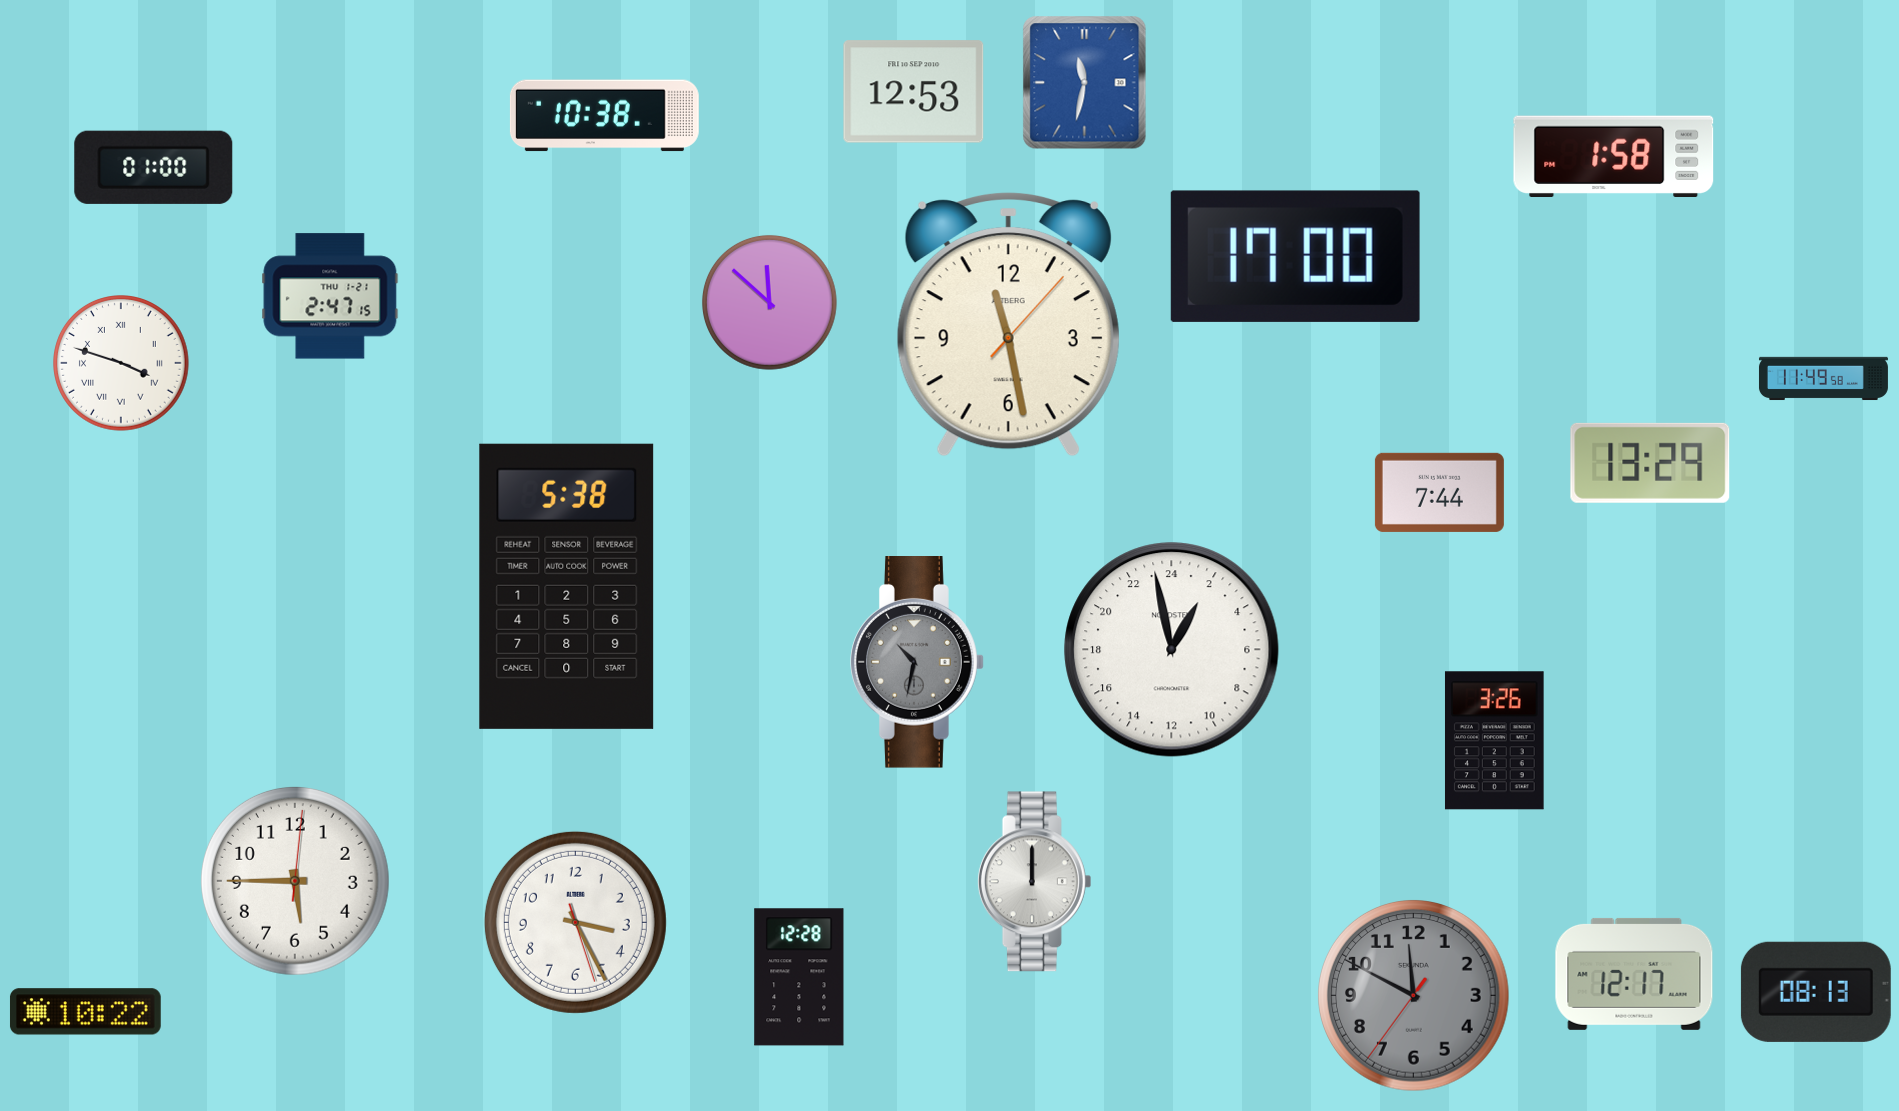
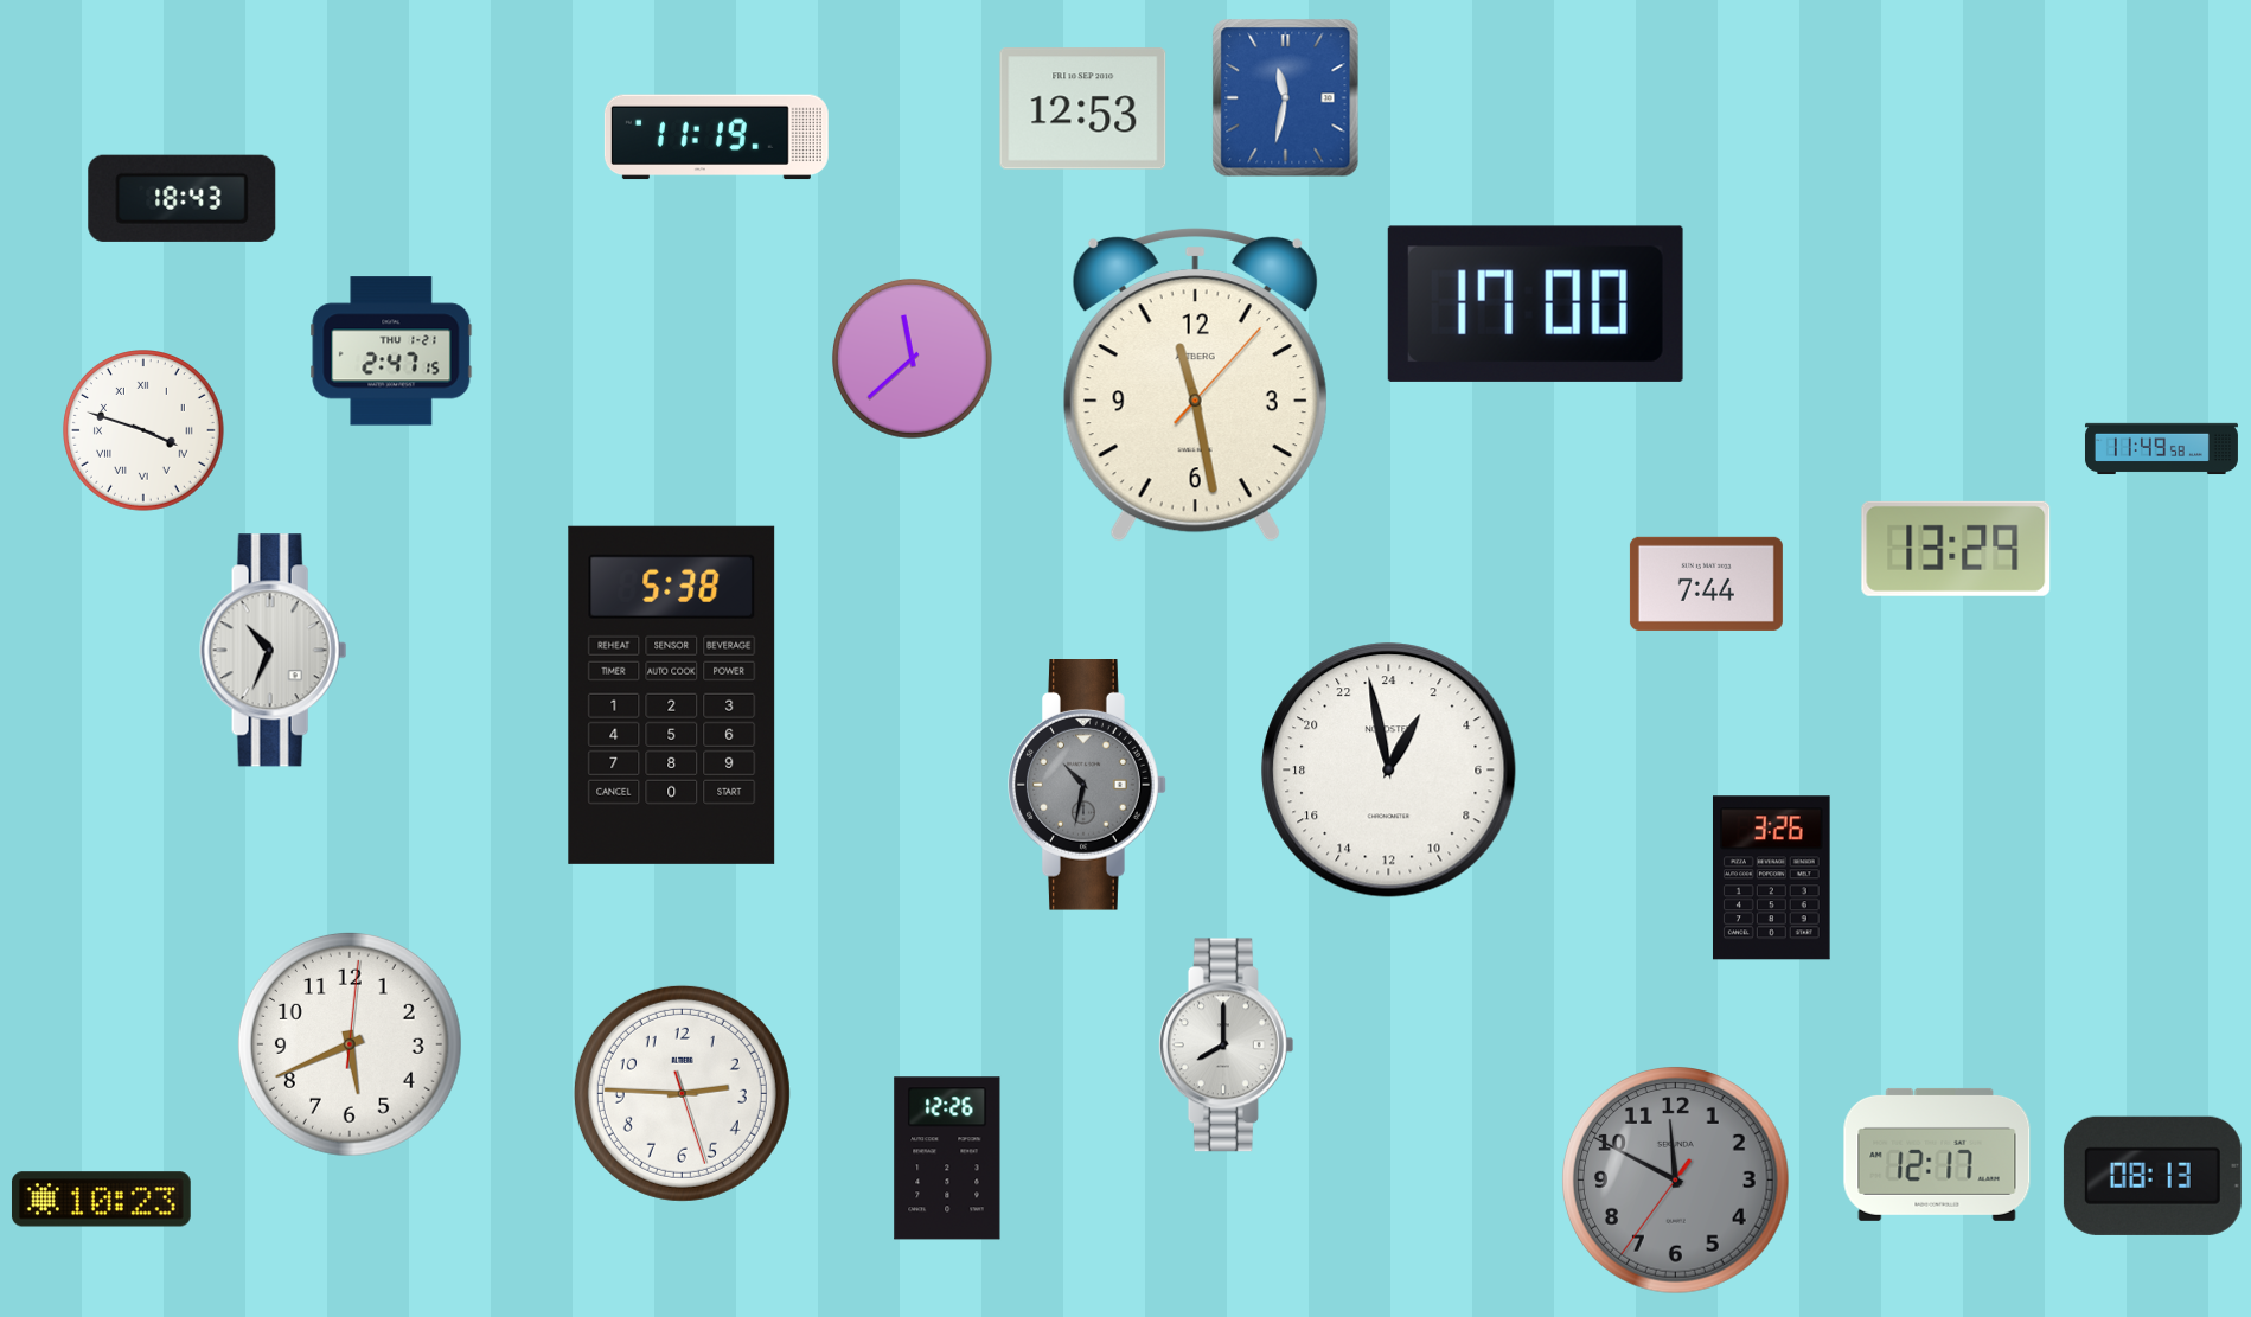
clock at (604, 116): 10:38 -> 11:19
clock at (1614, 156): 1:58 -> none
clock at (154, 167): 01:00 -> 18:43
clock at (769, 302): 11:52 -> 11:38
clock at (274, 651): none -> 10:34
clock at (295, 881): 5:45 -> 5:41
clock at (1034, 882): 12:00 -> 8:00
clock at (575, 922): 3:25 -> 2:45
clock at (799, 977): 12:28 -> 12:26
clock at (85, 1012): 10:22 -> 10:23
